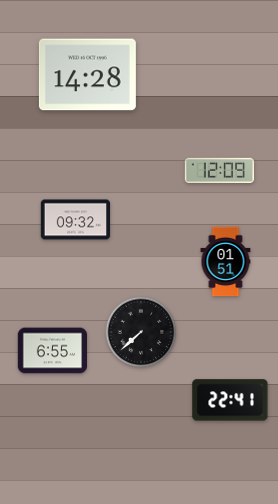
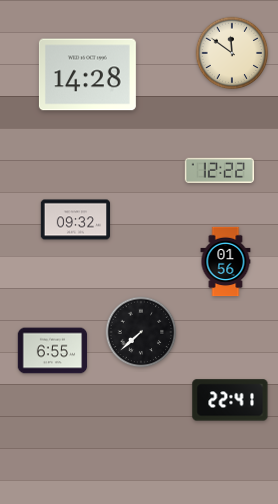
clock at (232, 53): none -> 11:51
clock at (220, 170): 12:09 -> 12:22
clock at (226, 262): 01:51 -> 01:56
